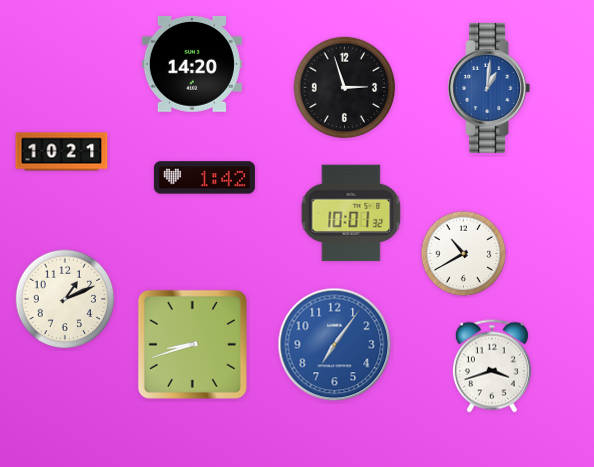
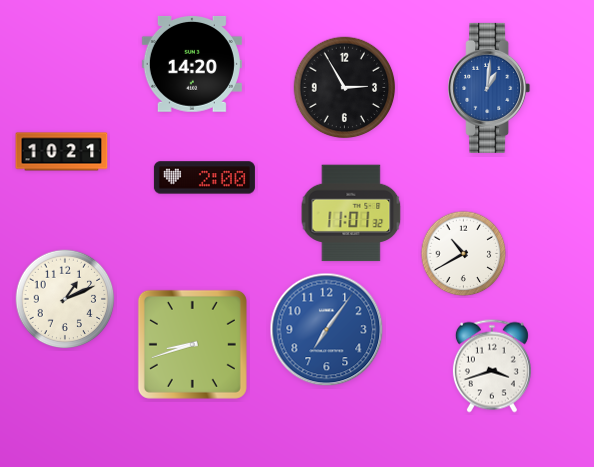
clock at (345, 88): 2:57 -> 2:55
clock at (204, 178): 1:42 -> 2:00
clock at (351, 213): 10:01 -> 11:01
clock at (335, 345) position: (335, 345) -> (327, 330)
